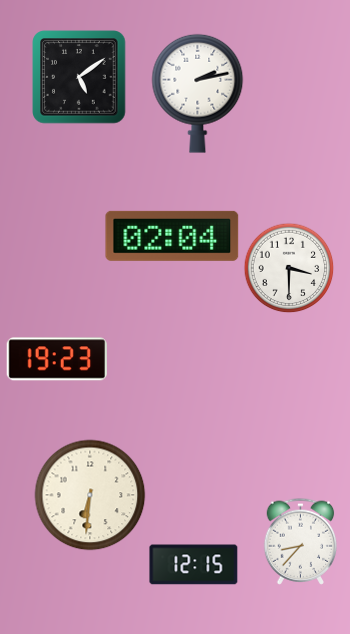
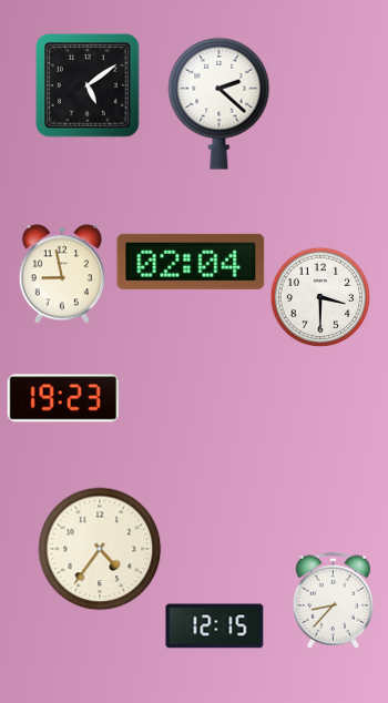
clock at (198, 93): 2:13 -> 2:22
clock at (62, 274): none -> 8:58
clock at (90, 495): 6:31 -> 4:36
